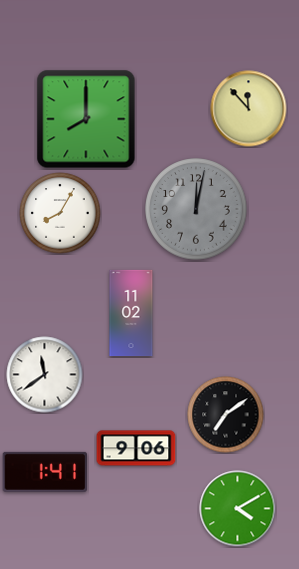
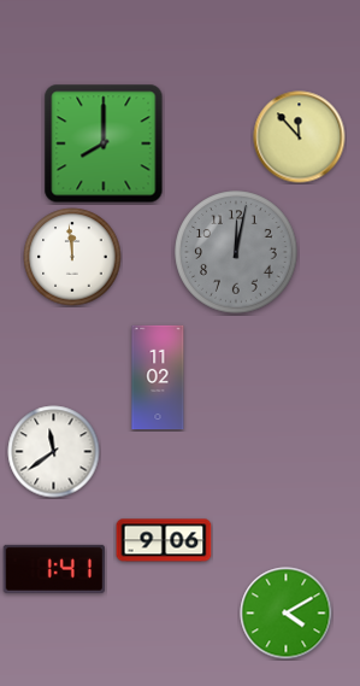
clock at (249, 109) position: (249, 109) -> (300, 137)
clock at (60, 213): 8:05 -> 11:59
clock at (226, 415): 7:09 -> none
